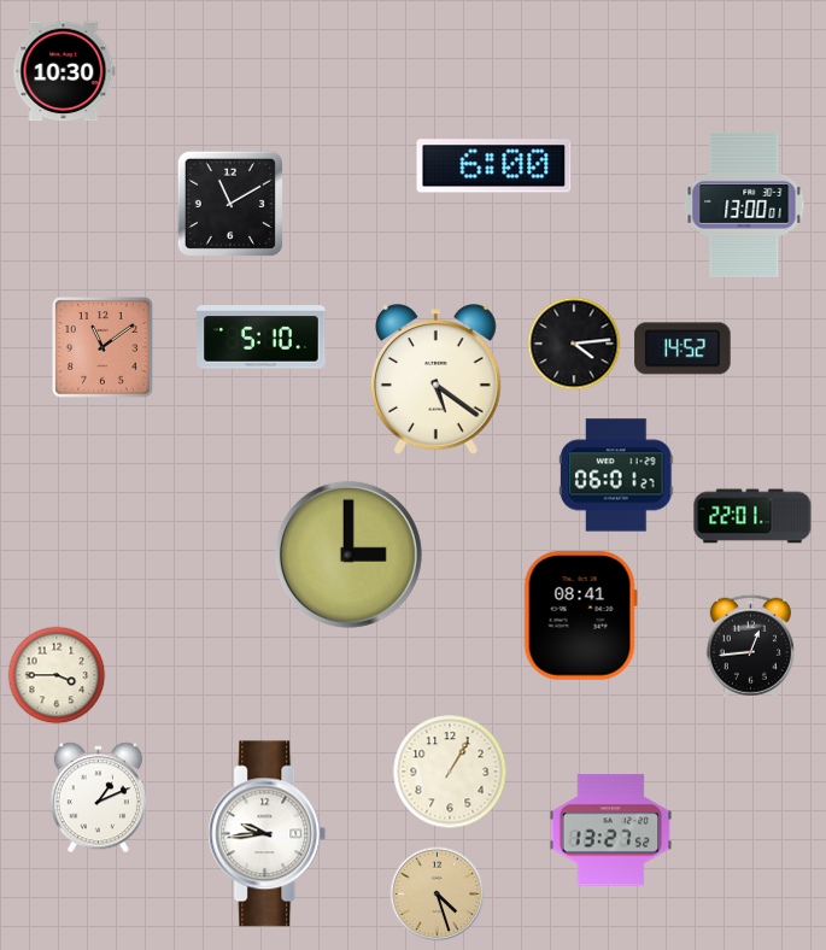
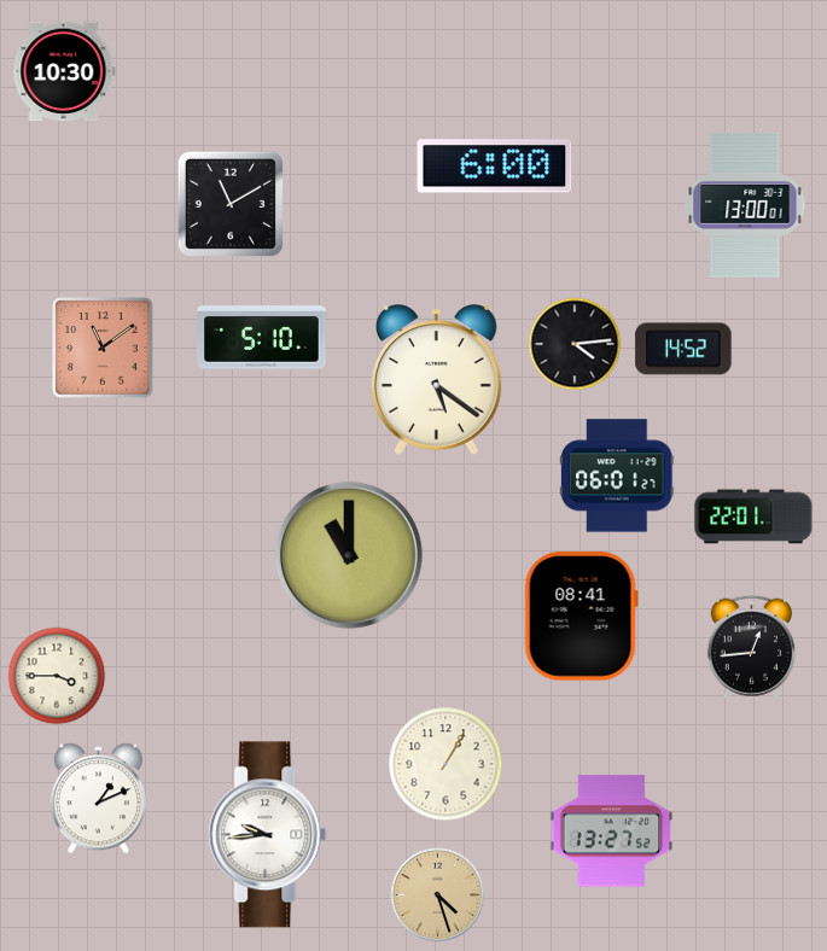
clock at (348, 555): 3:00 -> 11:00
clock at (450, 772) position: (450, 772) -> (445, 764)
